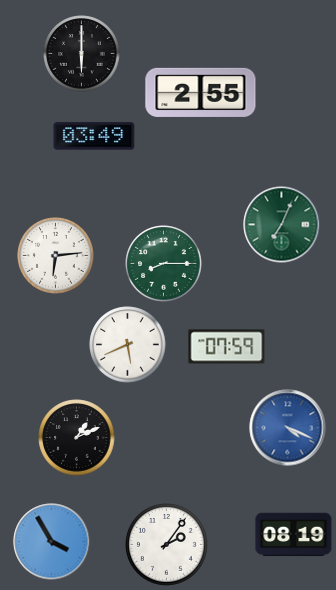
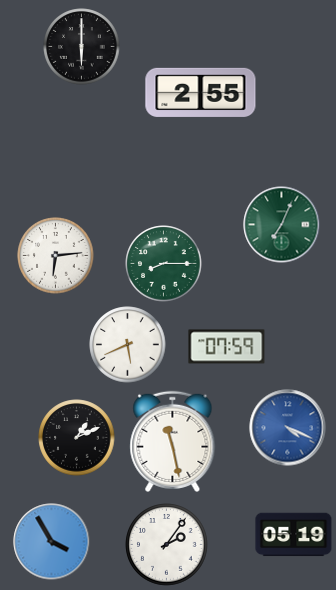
clock at (82, 54) position: (82, 54) -> (82, 47)
clock at (94, 136): 03:49 -> none
clock at (173, 441): none -> 11:28
clock at (294, 535): 08:19 -> 05:19
